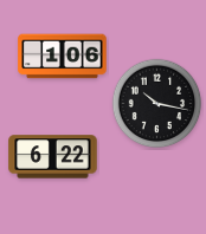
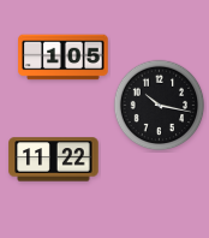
clock at (63, 57): 1:06 -> 1:05
clock at (53, 157): 6:22 -> 11:22
